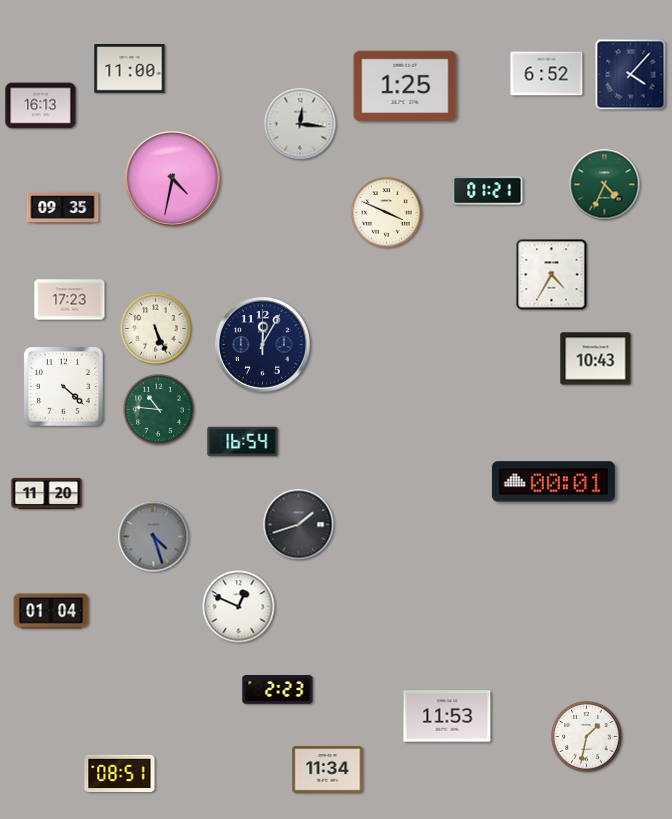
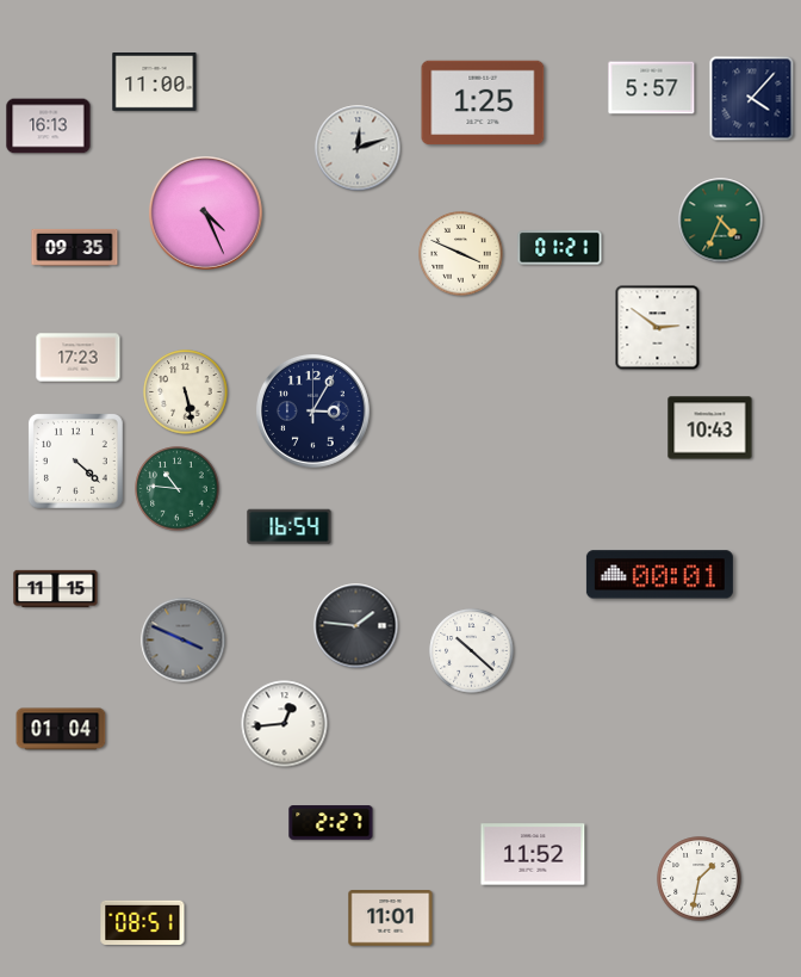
clock at (547, 74): 6:52 -> 5:57
clock at (631, 75) position: (631, 75) -> (752, 99)
clock at (300, 124): 12:16 -> 12:12
clock at (172, 178): 4:32 -> 4:26
clock at (488, 191) position: (488, 191) -> (560, 248)
clock at (552, 275): 4:35 -> 2:51
clock at (70, 300) position: (70, 300) -> (79, 358)
clock at (156, 329): 5:26 -> 5:28
clock at (262, 344): 12:05 -> 3:05
clock at (159, 410) position: (159, 410) -> (178, 489)
clock at (47, 493): 11:20 -> 11:15
clock at (299, 525): 1:42 -> 1:46
clock at (154, 537): 4:27 -> 3:49
clock at (472, 651): none -> 10:22
clock at (239, 607): 12:49 -> 12:44
clock at (278, 690): 2:23 -> 2:27
clock at (447, 716): 11:53 -> 11:52
clock at (328, 770): 11:34 -> 11:01
